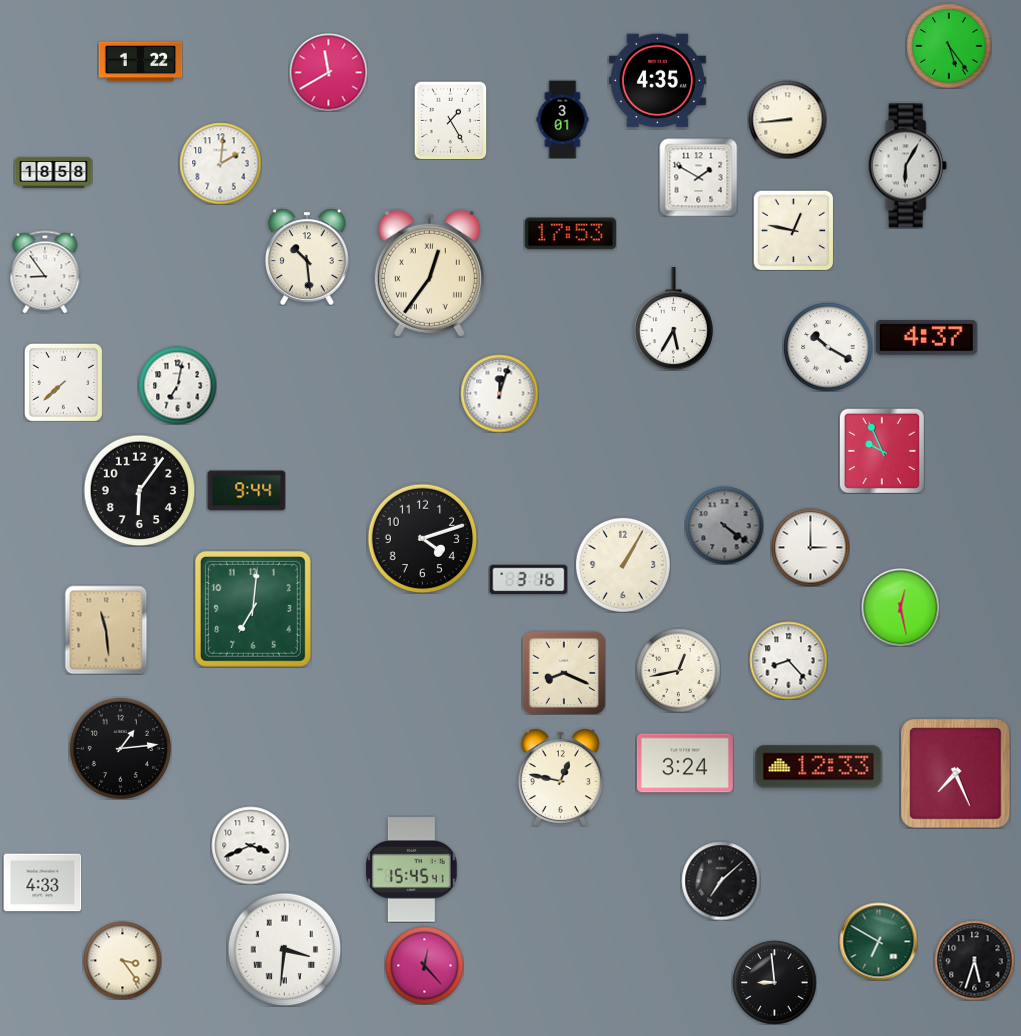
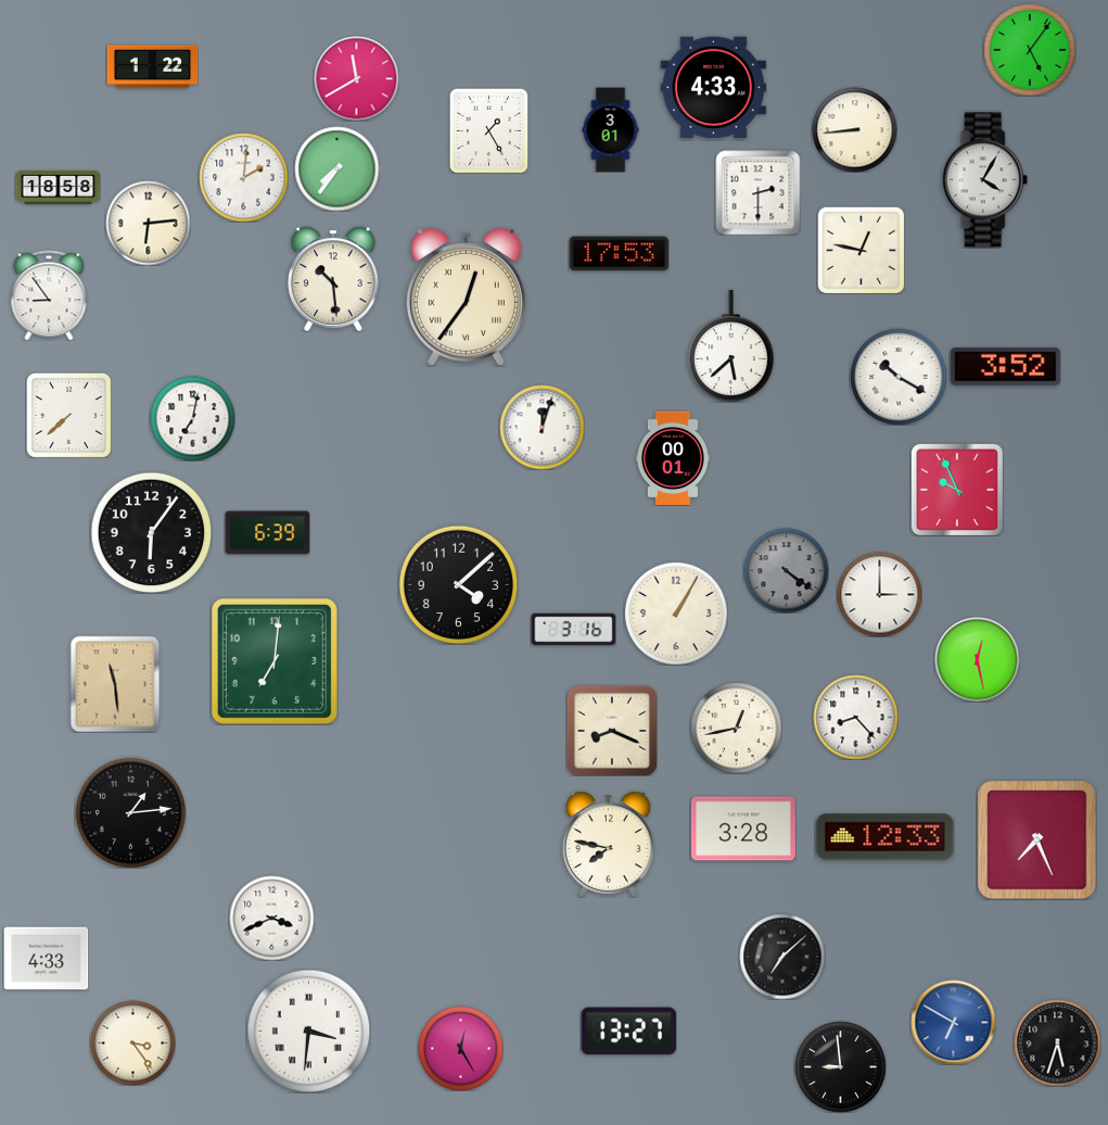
clock at (949, 46): 5:24 -> 5:06
clock at (657, 81): 4:35 -> 4:33
clock at (336, 168): none -> 7:36
clock at (220, 163) position: (220, 163) -> (243, 177)
clock at (907, 166): 6:05 -> 4:05
clock at (698, 177): 1:50 -> 2:30
clock at (148, 223): none -> 6:14
clock at (673, 319): 5:35 -> 5:38
clock at (926, 337): 4:37 -> 3:52
clock at (673, 458): none -> 00:01
clock at (246, 491): 9:44 -> 6:39
clock at (422, 538): 4:12 -> 4:08
clock at (685, 763): 3:24 -> 3:28
clock at (819, 767) position: (819, 767) -> (886, 837)
clock at (560, 777): 12:47 -> 7:47
clock at (411, 870): 15:45 -> none
clock at (878, 941) dial: green -> blue
clock at (628, 1032): none -> 13:27
clock at (424, 965): 12:23 -> 12:25
